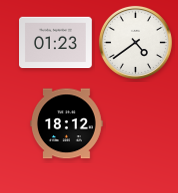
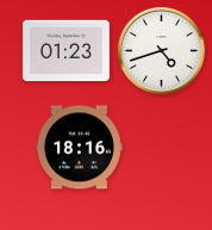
clock at (135, 42): 4:39 -> 4:42
clock at (67, 124): 18:12 -> 18:16
